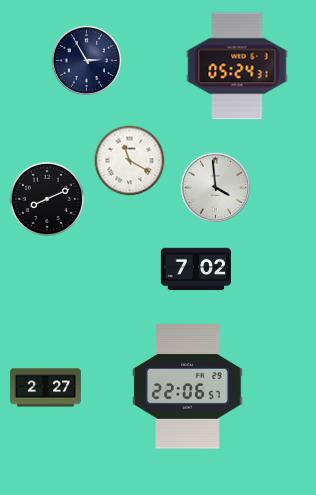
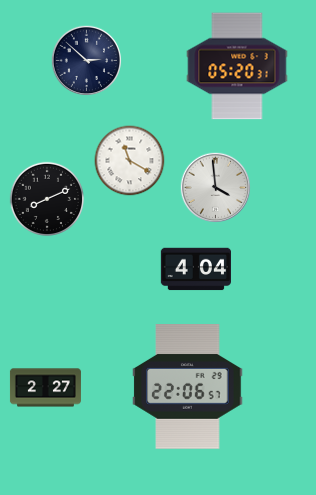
clock at (86, 60): 2:55 -> 2:52
clock at (237, 66): 05:24 -> 05:20
clock at (195, 269): 7:02 -> 4:04
